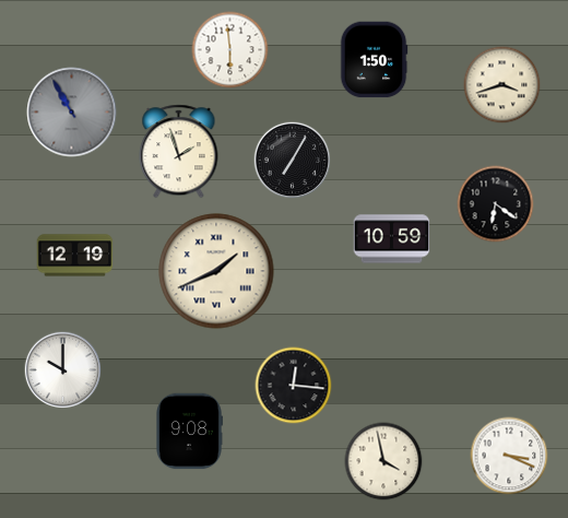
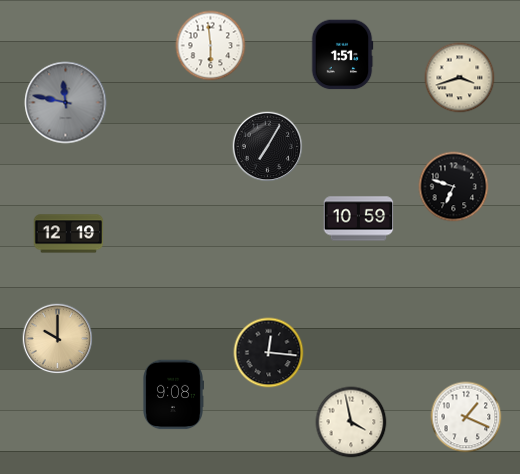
clock at (374, 60): 1:50 -> 1:51
clock at (72, 113): 10:55 -> 11:47
clock at (179, 152): 1:57 -> none
clock at (496, 204): 6:21 -> 6:48
clock at (216, 271): 1:41 -> none
clock at (63, 370) dial: white -> champagne
clock at (509, 456): 3:19 -> 1:19
